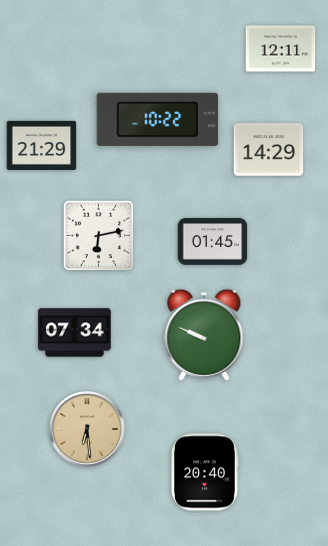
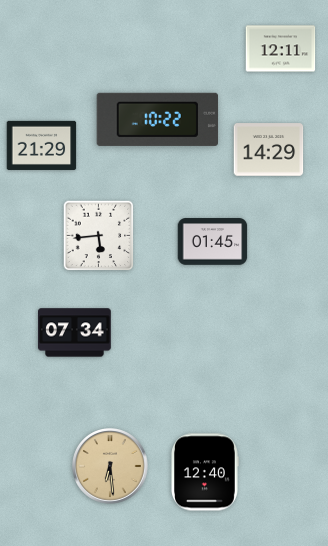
clock at (99, 236): 6:13 -> 5:44
clock at (204, 335): 9:49 -> none
clock at (87, 429) position: (87, 429) -> (110, 466)
clock at (205, 472): 20:40 -> 12:40
